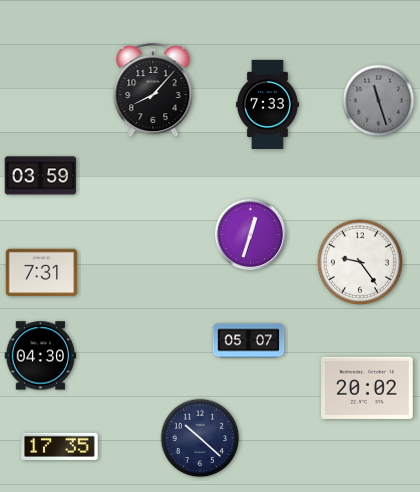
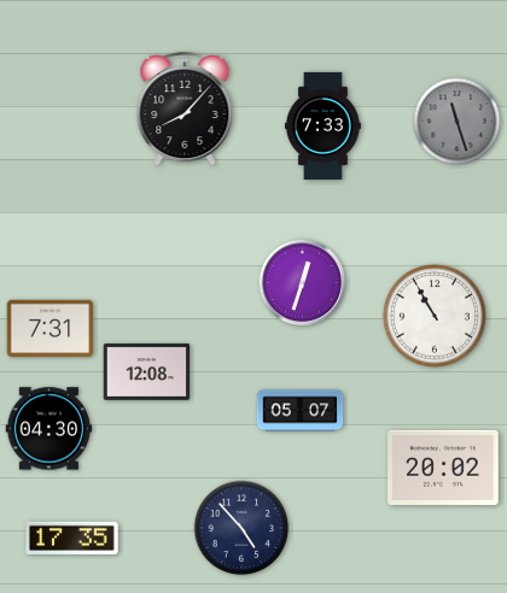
clock at (41, 176): 03:59 -> none
clock at (360, 262): 9:24 -> 10:55
clock at (147, 371): none -> 12:08
clock at (200, 438): 10:22 -> 4:53
